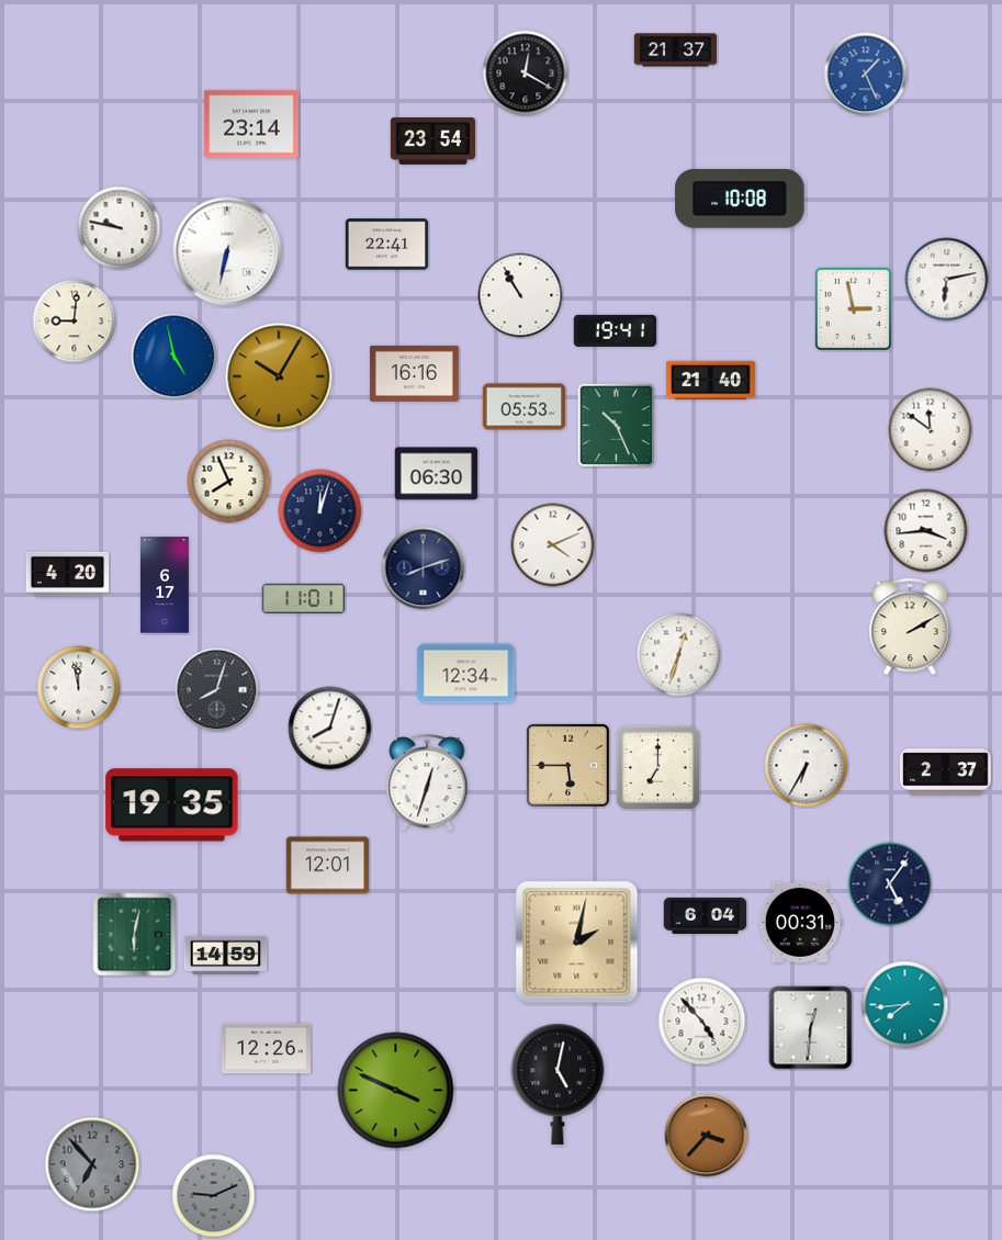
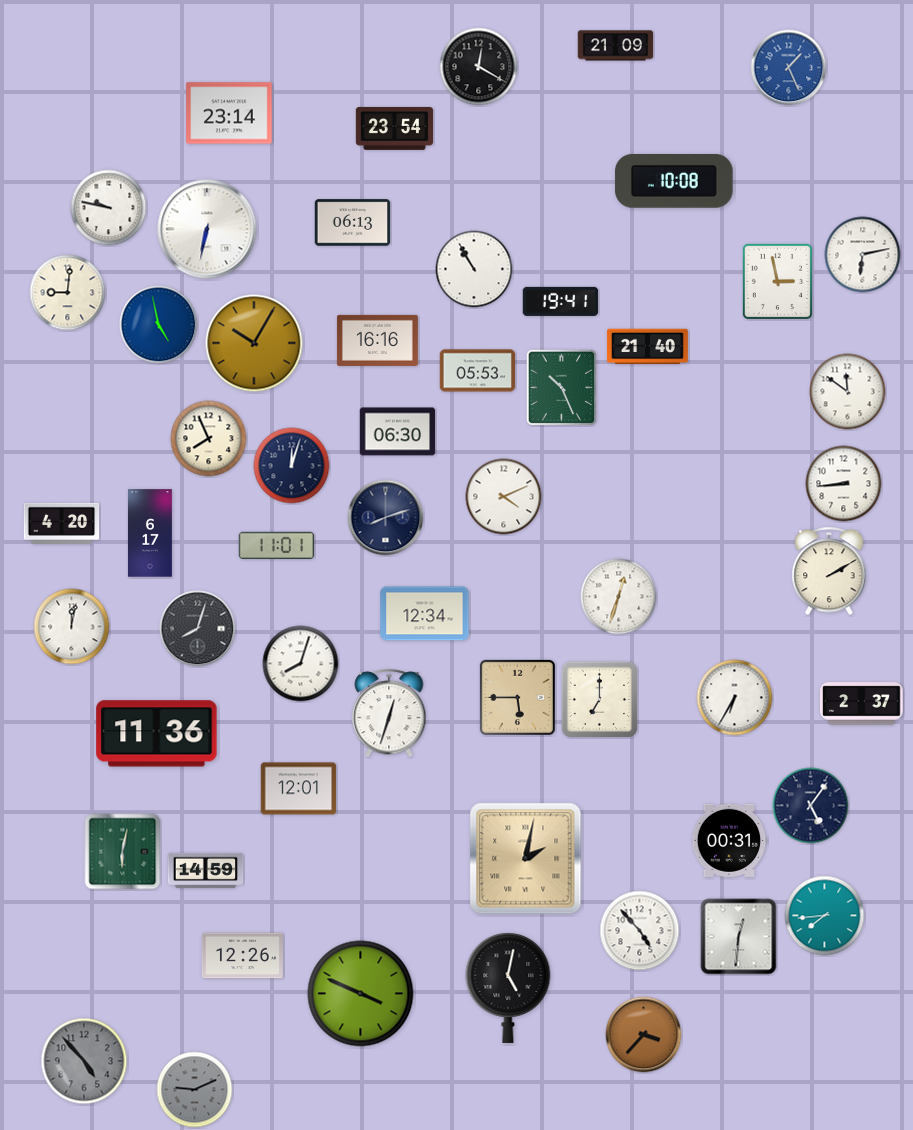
clock at (676, 50): 21:37 -> 21:09
clock at (387, 245): 22:41 -> 06:13
clock at (926, 531): 3:44 -> 8:44
clock at (79, 688): 11:58 -> 12:02
clock at (172, 805): 19:35 -> 11:36
clock at (706, 915): 6:04 -> none
clock at (92, 1164): 6:53 -> 4:53
